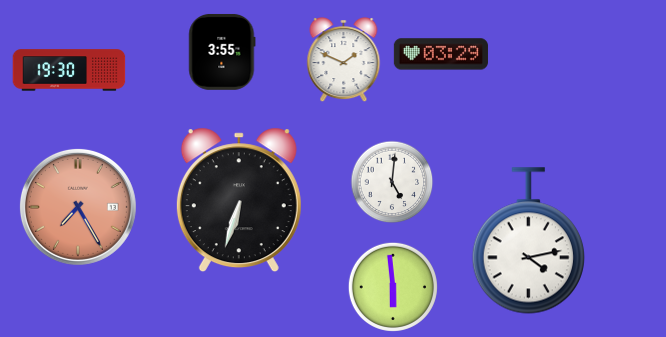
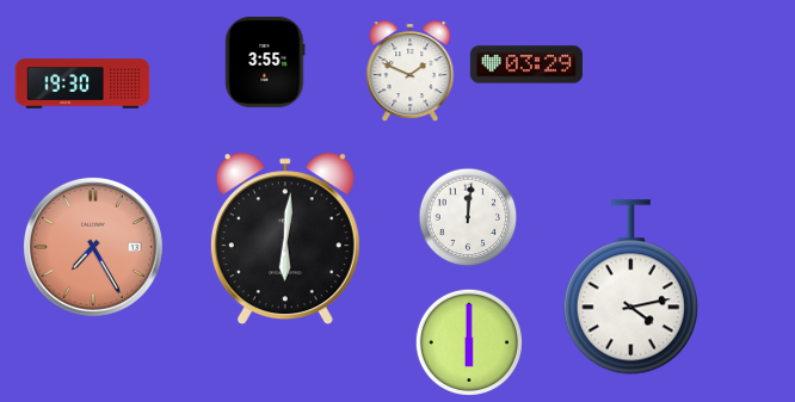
clock at (392, 182): 5:01 -> 12:01
clock at (239, 200): 6:33 -> 6:01
clock at (393, 287): 5:59 -> 6:00
